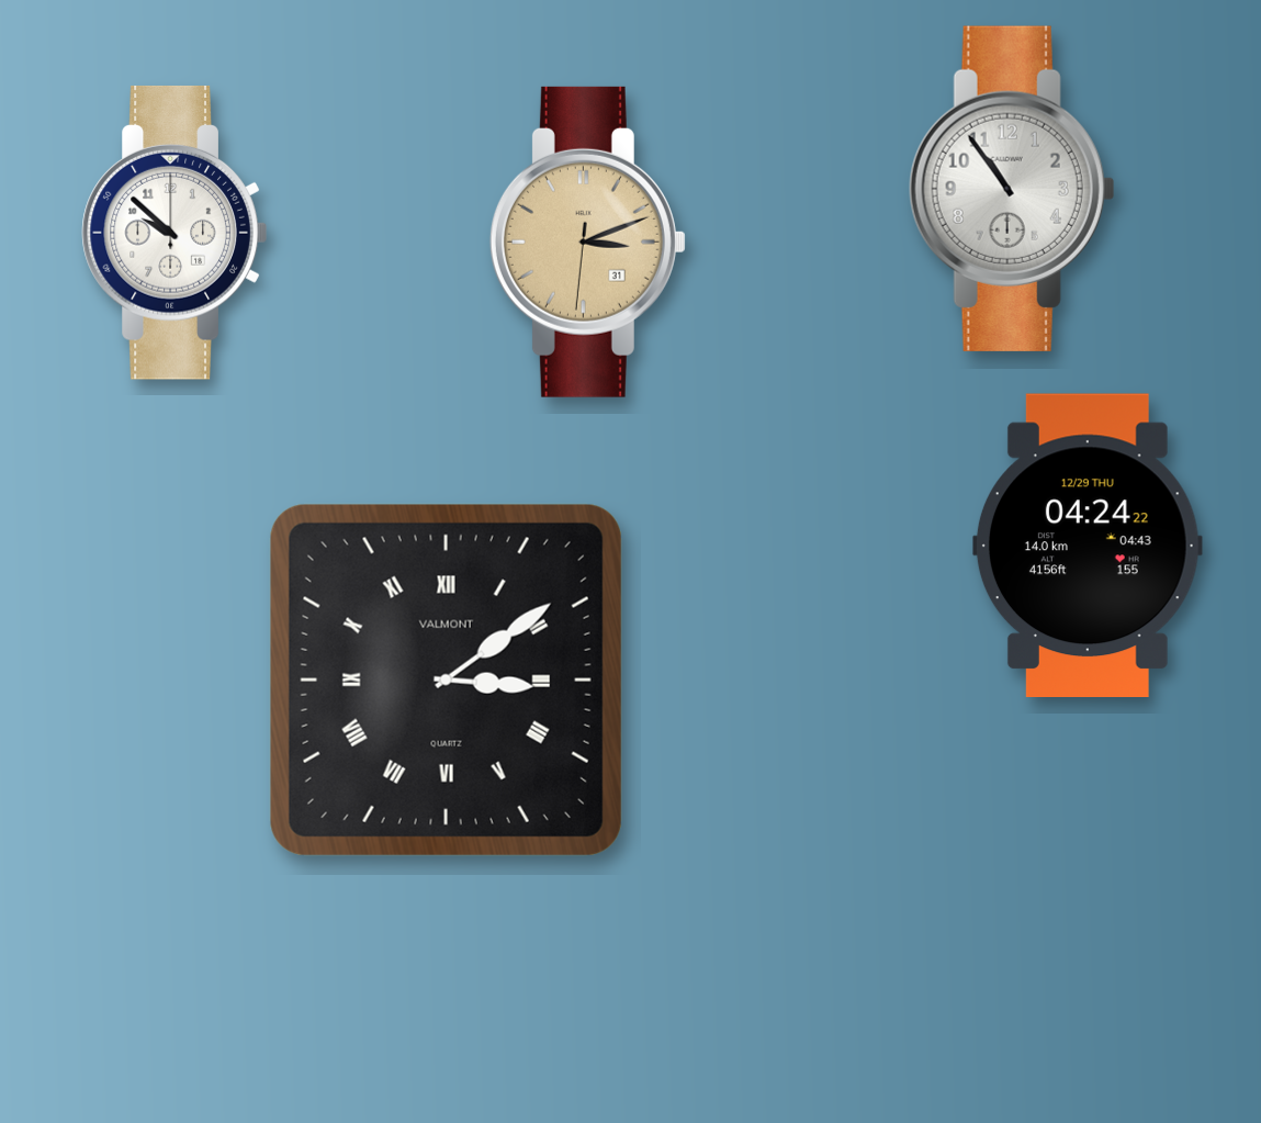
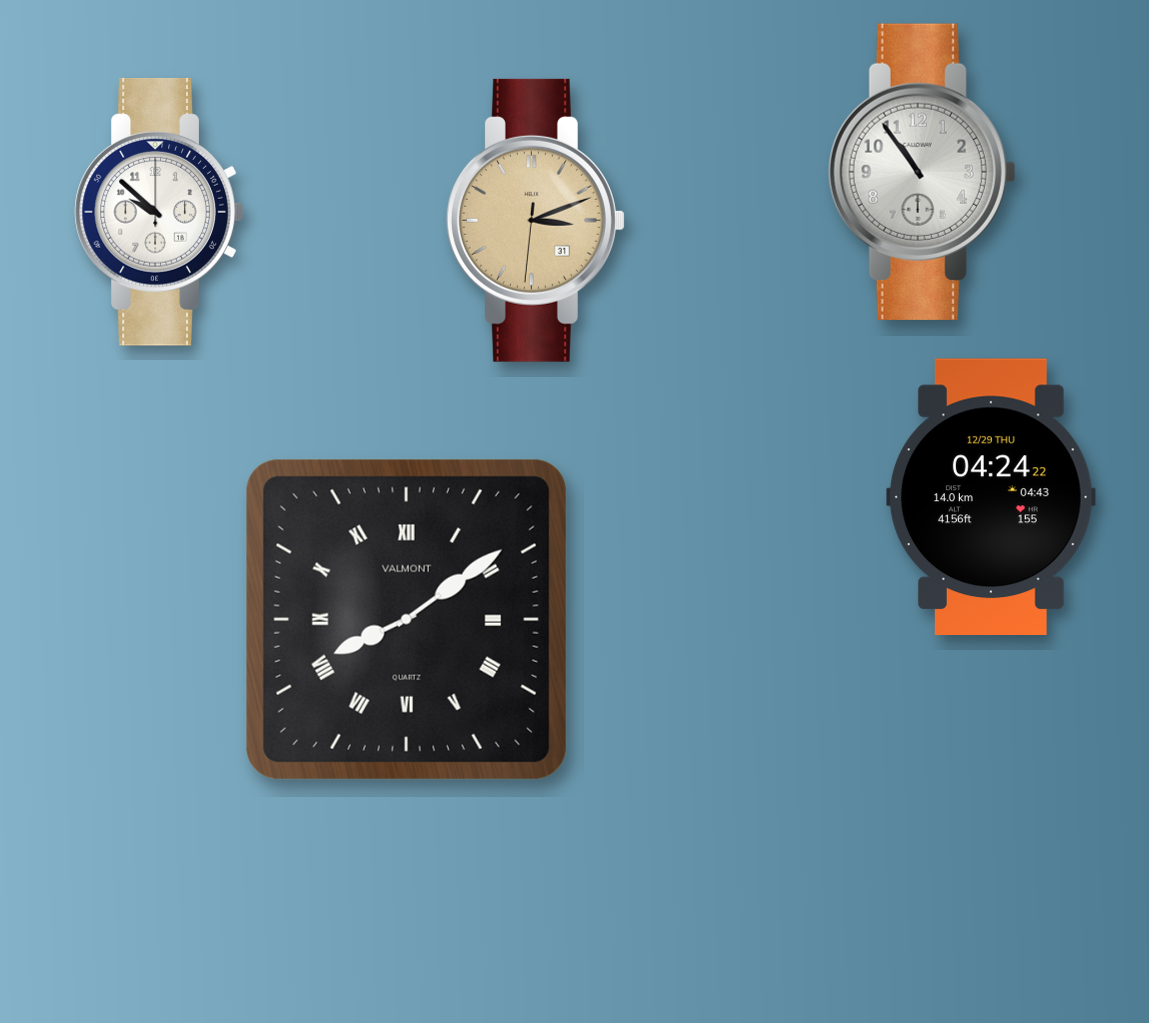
clock at (446, 680): 3:09 -> 8:09
